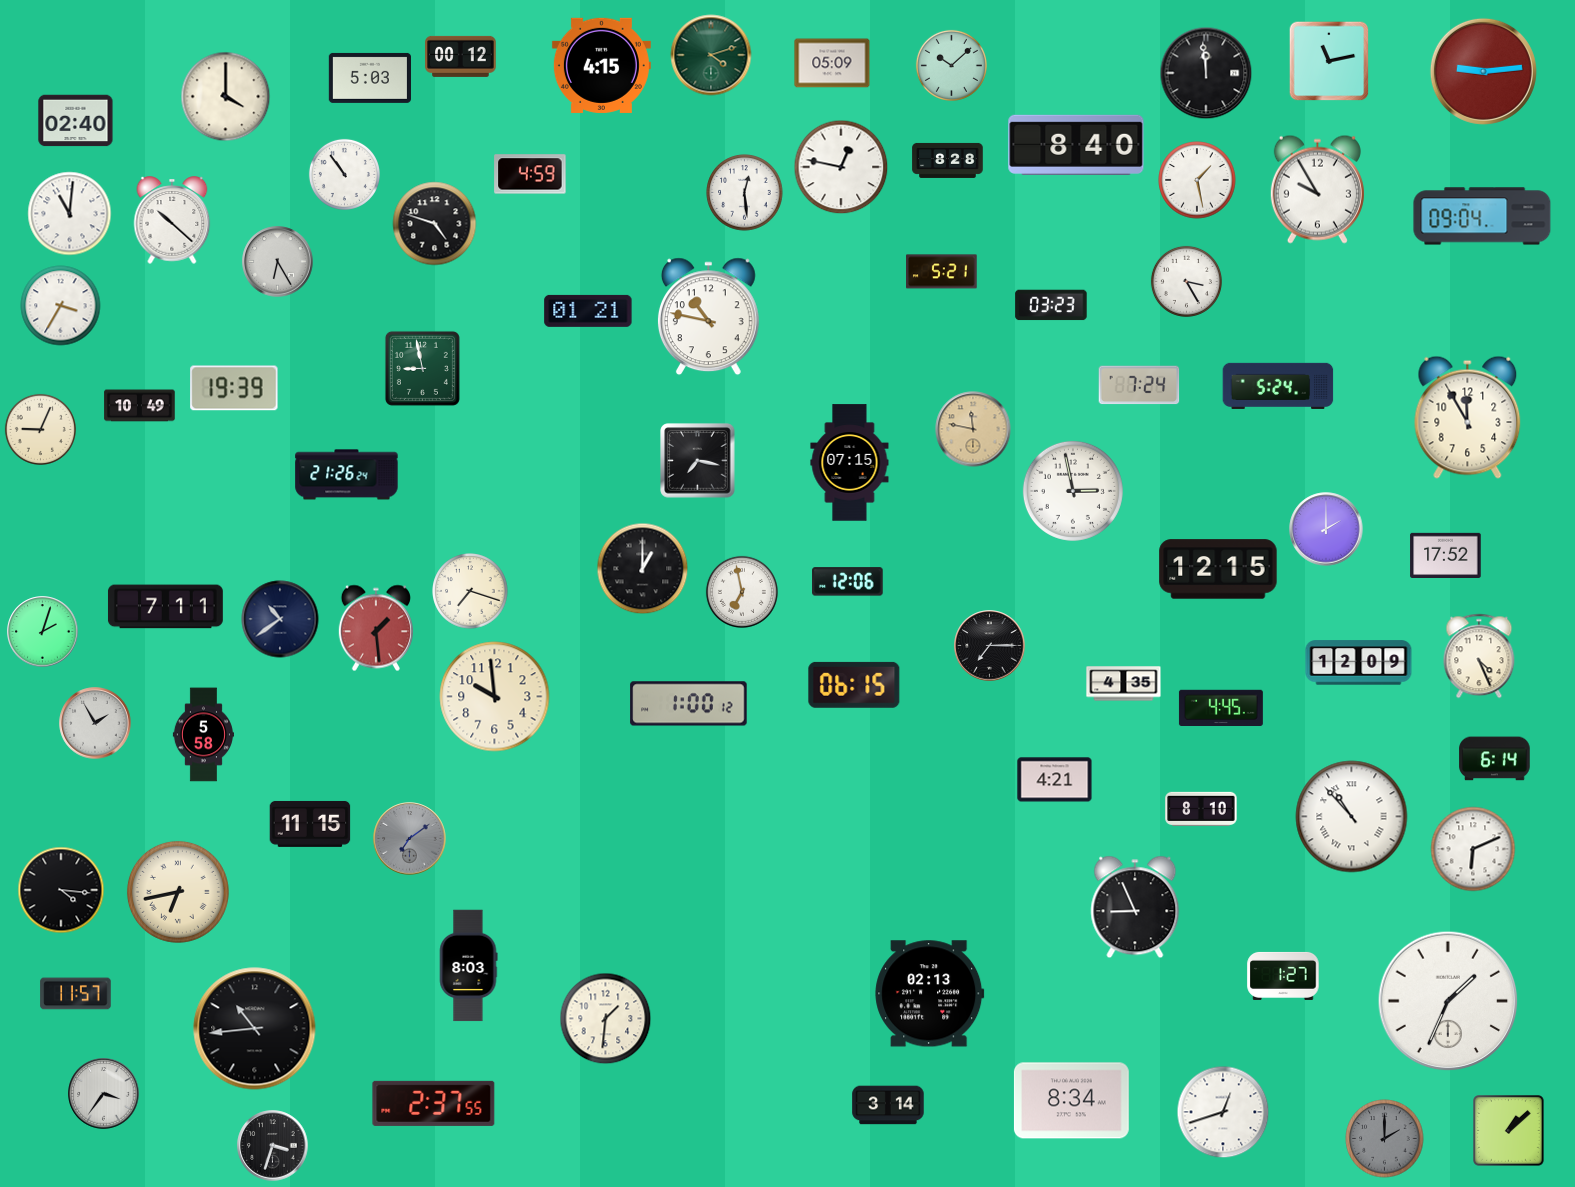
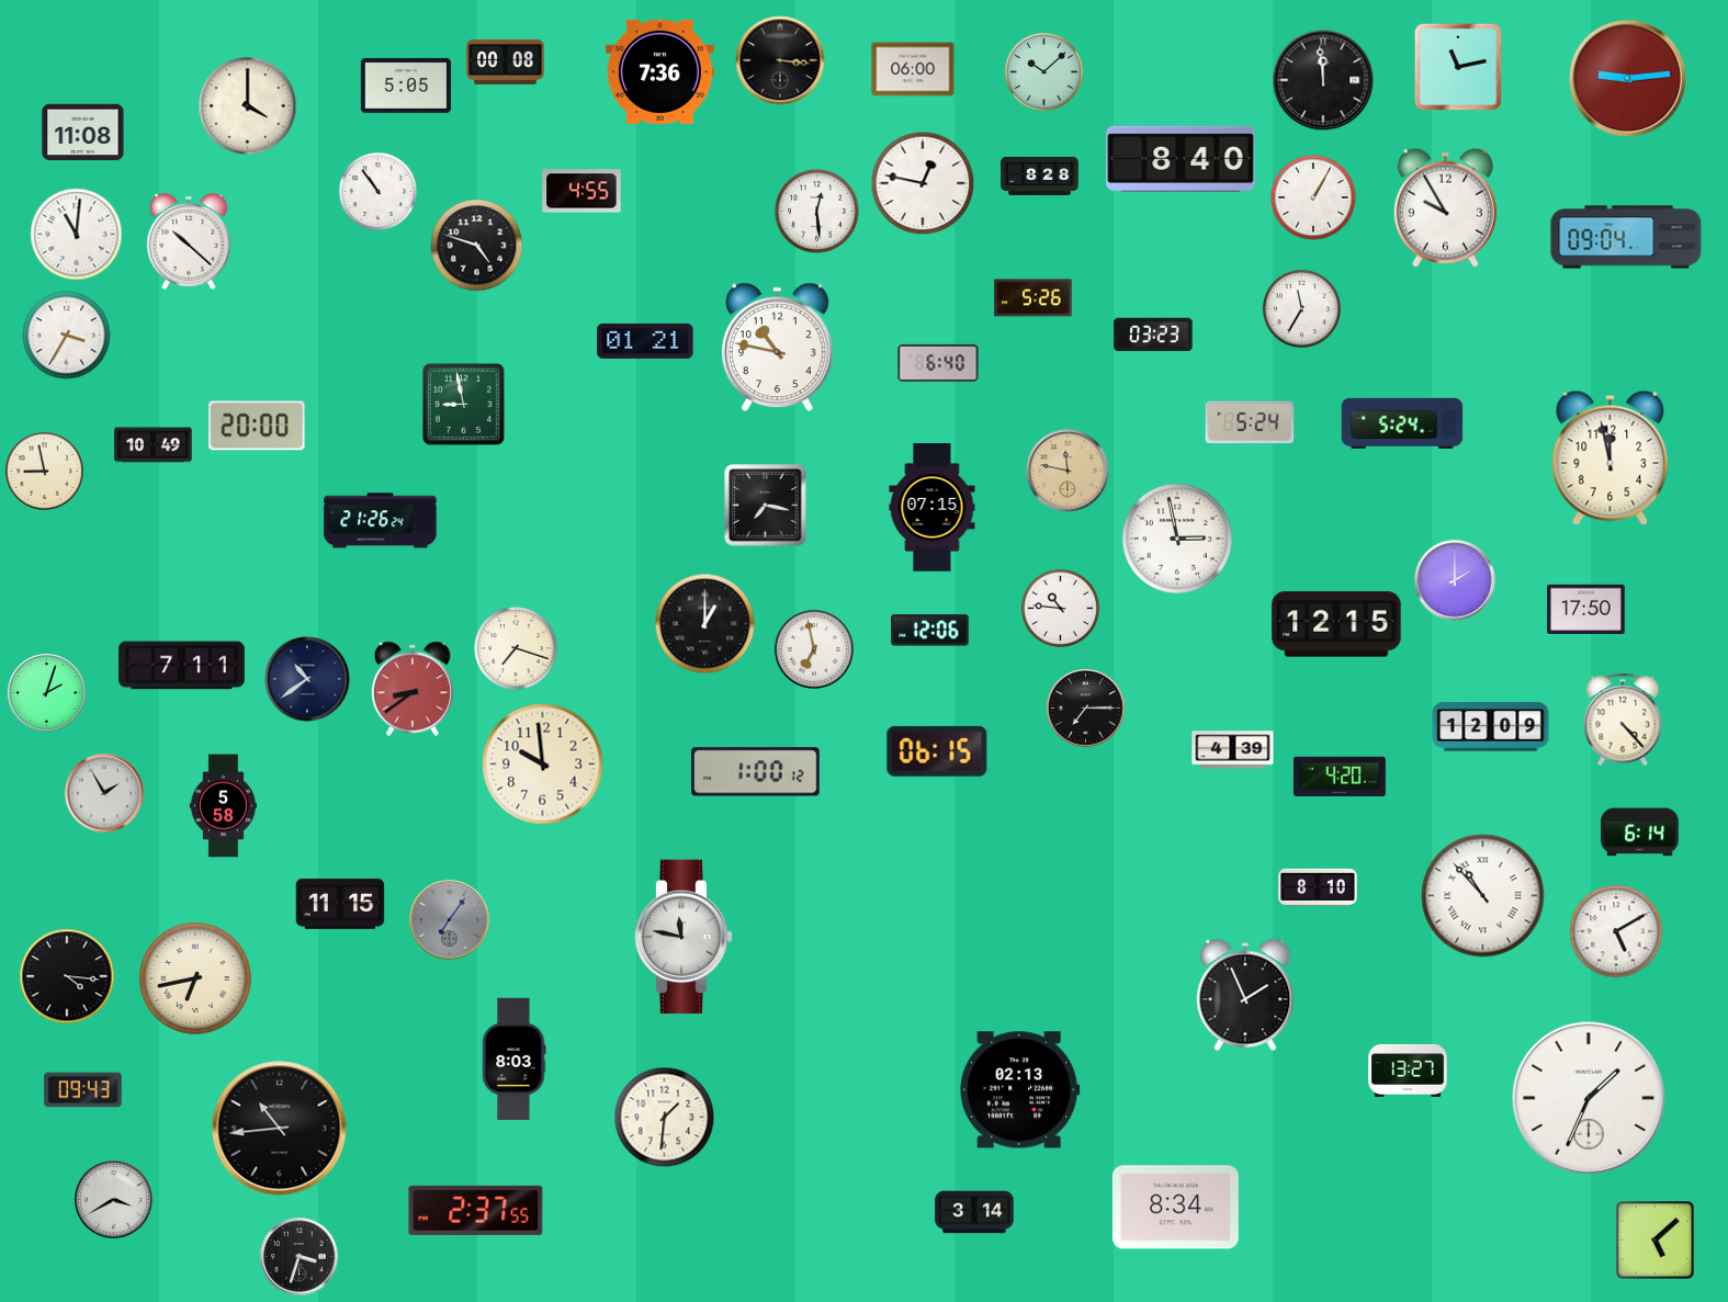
clock at (711, 55): 4:12 -> 3:16
clock at (711, 55) dial: green -> black
clock at (461, 56): 00:12 -> 00:08
clock at (832, 63): 05:09 -> 06:00
clock at (601, 65): 4:15 -> 7:36
clock at (369, 78): 5:03 -> 5:05
clock at (76, 121): 02:40 -> 11:08
clock at (530, 174): 4:59 -> 4:55
clock at (1197, 180): 1:28 -> 1:05
clock at (278, 262): 6:25 -> none
clock at (942, 272): 5:21 -> 5:26
clock at (1186, 281): 3:25 -> 11:35
clock at (938, 363): none -> 6:40
clock at (1139, 385): 7:24 -> 5:24
clock at (234, 388): 19:39 -> 20:00
clock at (1468, 417): 11:55 -> 11:58
clock at (40, 429): 9:04 -> 8:58
clock at (1060, 608): none -> 10:46
clock at (1446, 555): 17:52 -> 17:50
clock at (848, 582) position: (848, 582) -> (930, 631)
clock at (376, 628): 1:29 -> 8:39
clock at (1479, 656): 4:26 -> 4:23
clock at (1124, 684): 4:35 -> 4:39
clock at (1221, 707): 4:45 -> 4:20
clock at (1055, 780): 4:21 -> none
clock at (410, 839): 7:09 -> 7:06
clock at (1473, 849): 6:11 -> 5:10
clock at (684, 937): none -> 11:47
clock at (1135, 907): 8:56 -> 1:56
clock at (1283, 976): 1:27 -> 13:27
clock at (76, 994): 11:57 -> 09:43
clock at (104, 1094): 3:36 -> 3:40
clock at (1223, 1112): 12:42 -> none
clock at (1509, 1131): 1:08 -> 5:08
clock at (1385, 1139): 2:00 -> none
